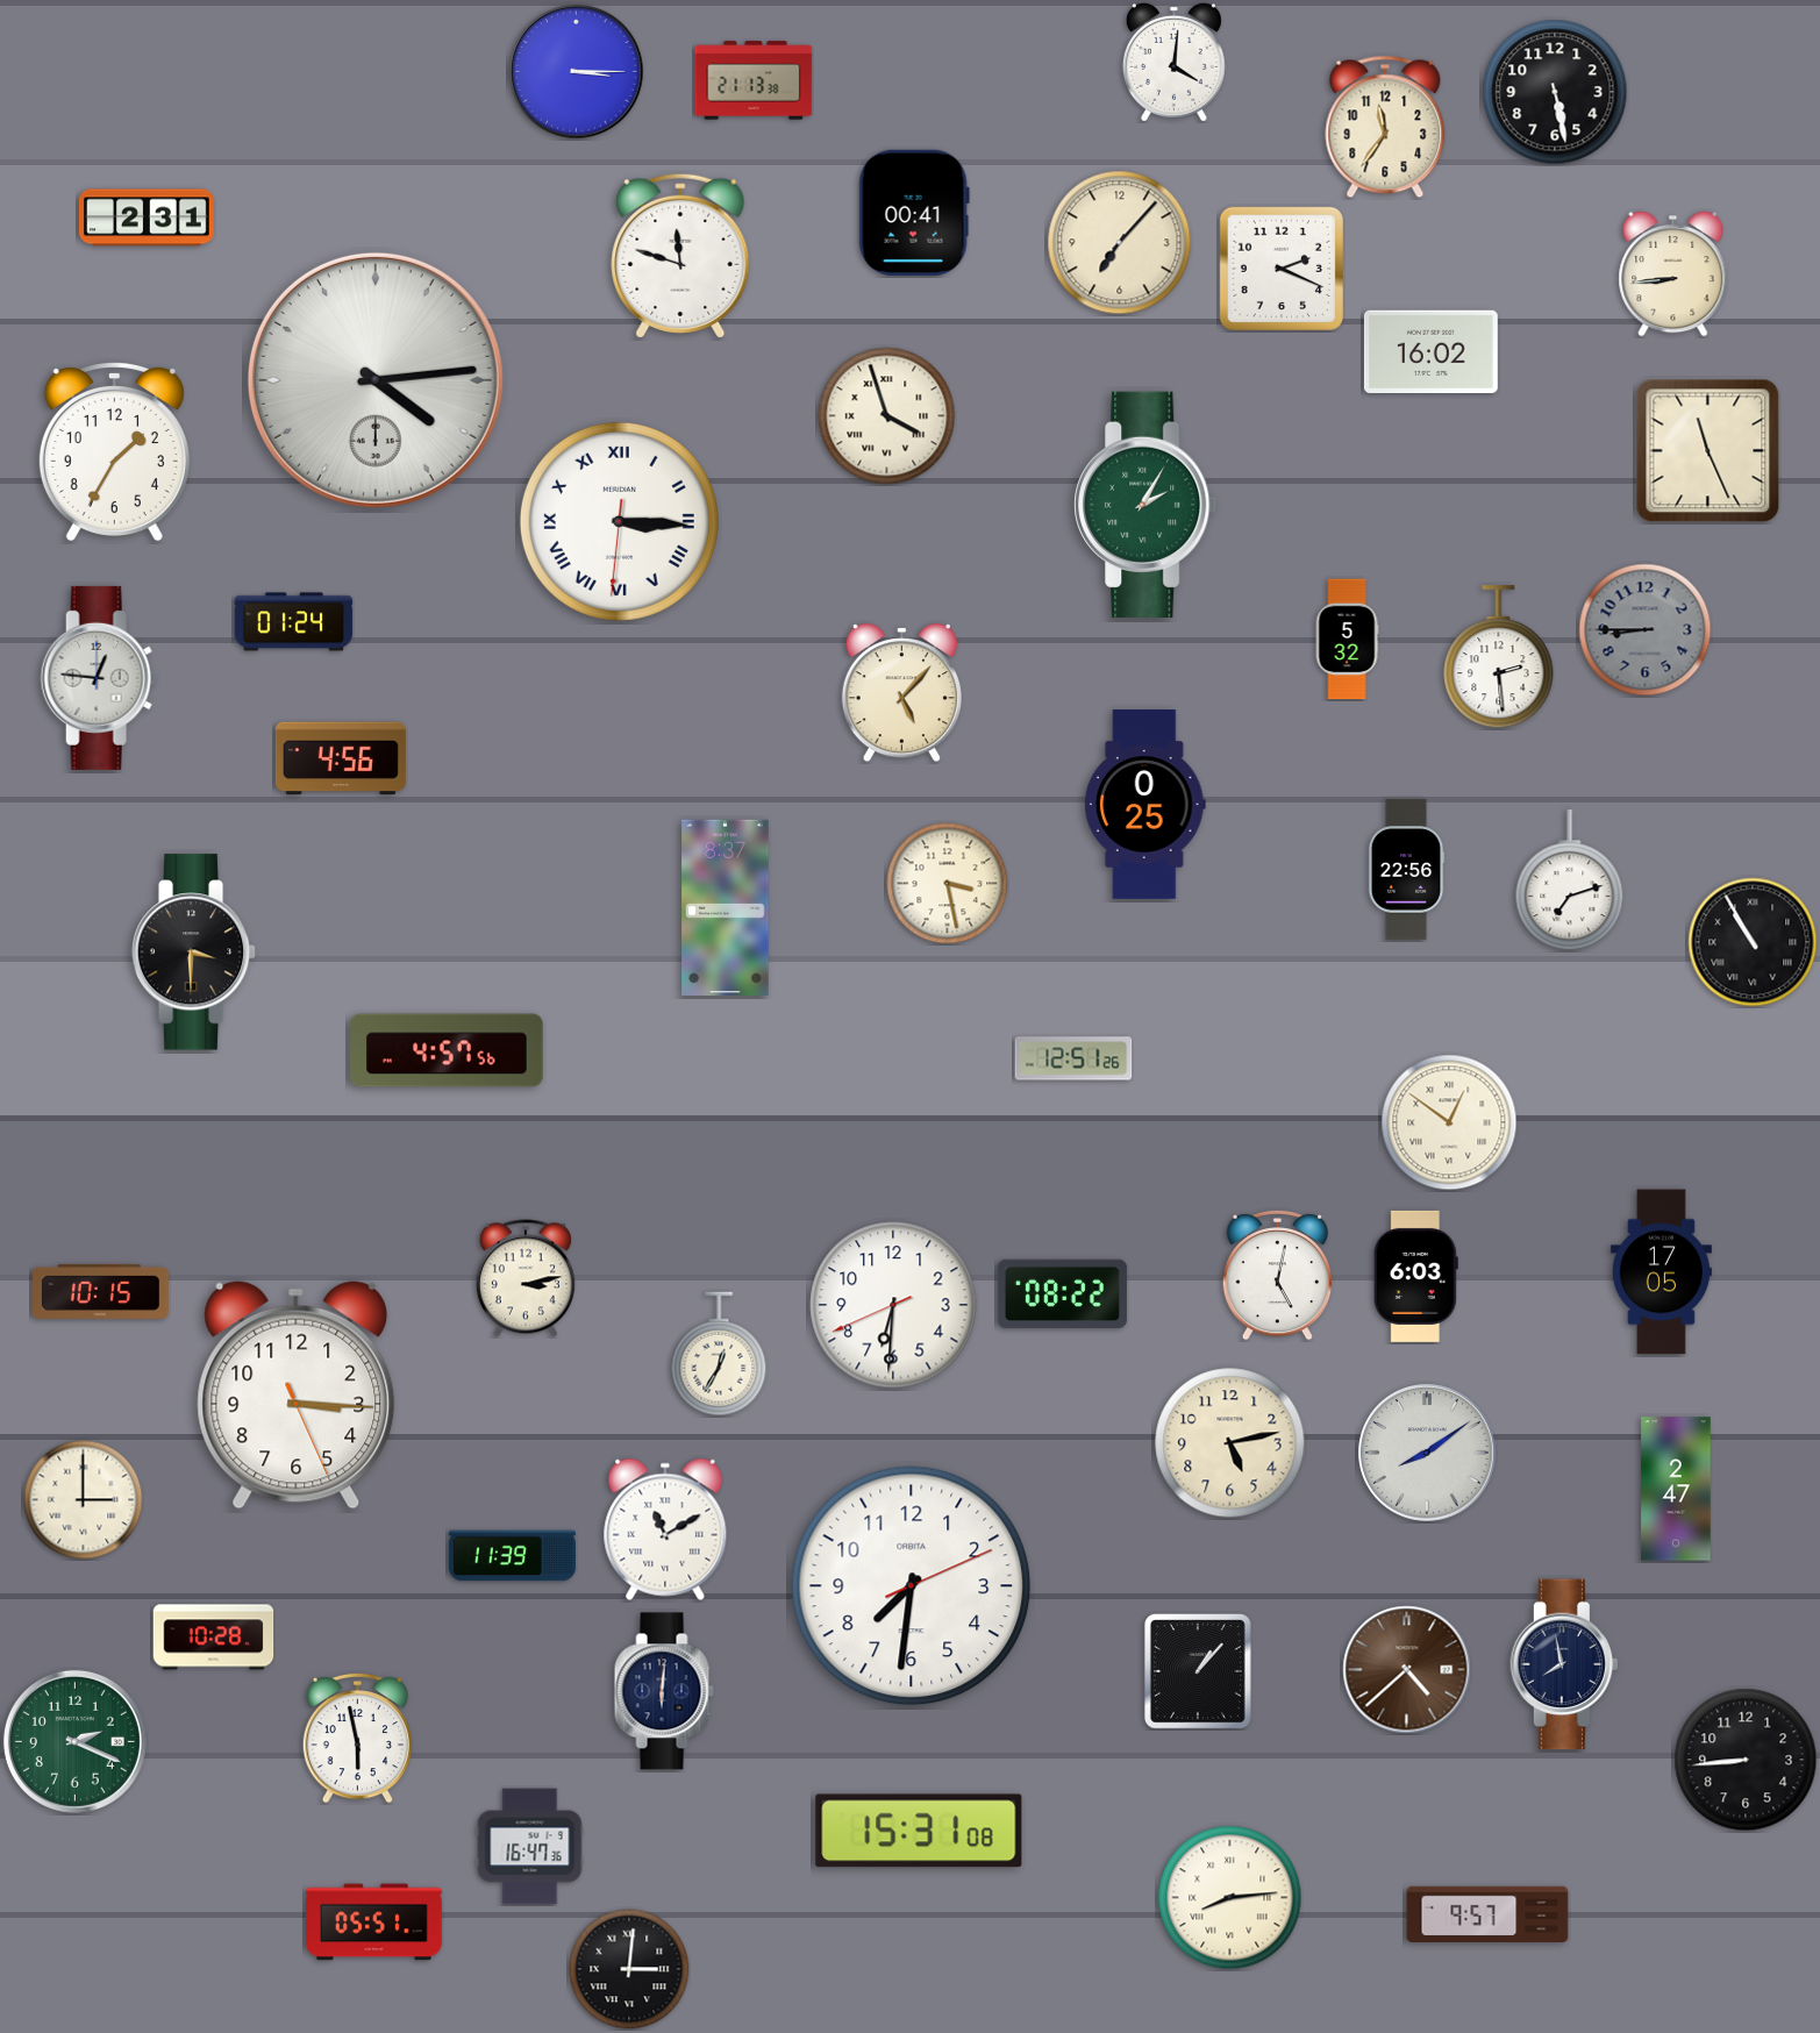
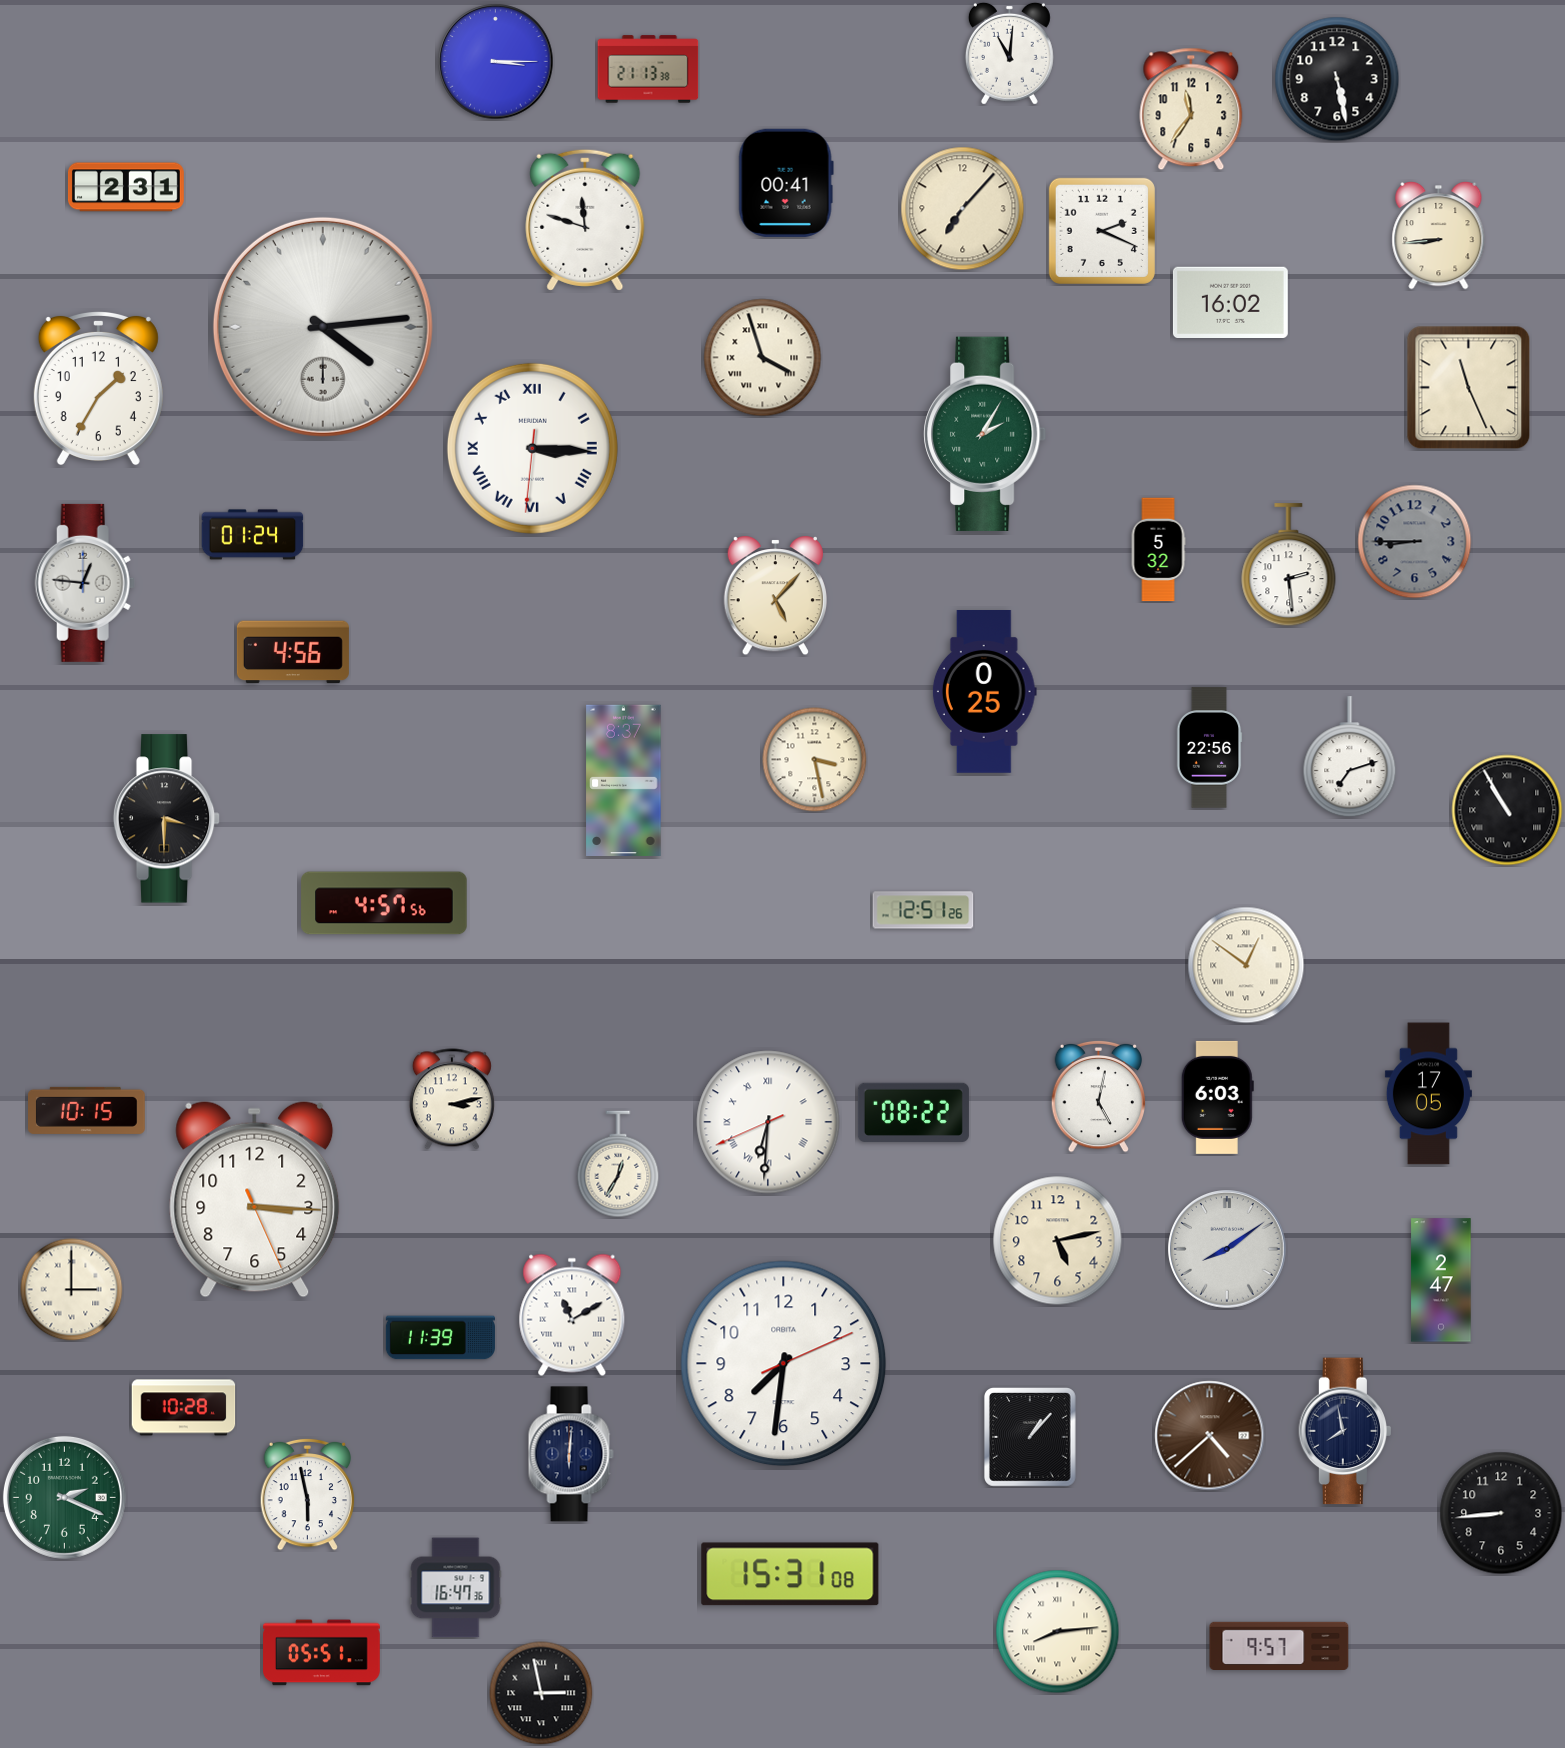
clock at (1173, 62): 4:01 -> 11:01
clock at (893, 1305) numerals: Arabic -> Roman
clock at (629, 1969): 3:01 -> 2:58
